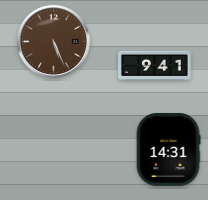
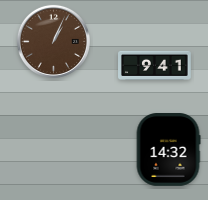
clock at (53, 41): 5:26 -> 1:04
clock at (168, 150): 14:31 -> 14:32
